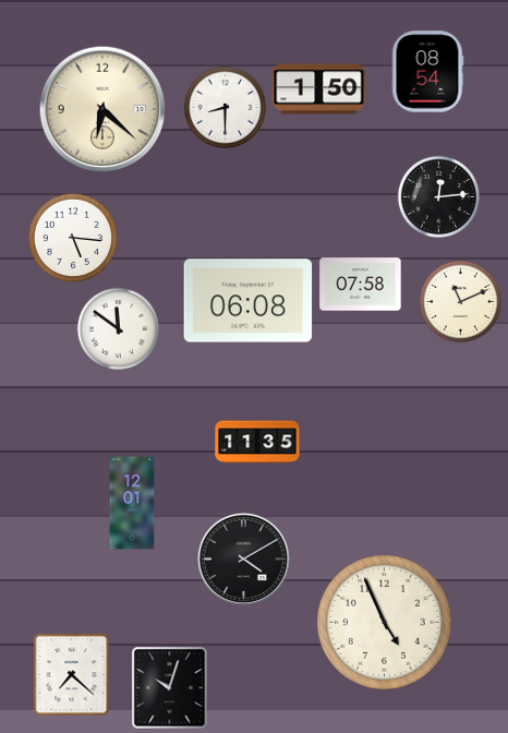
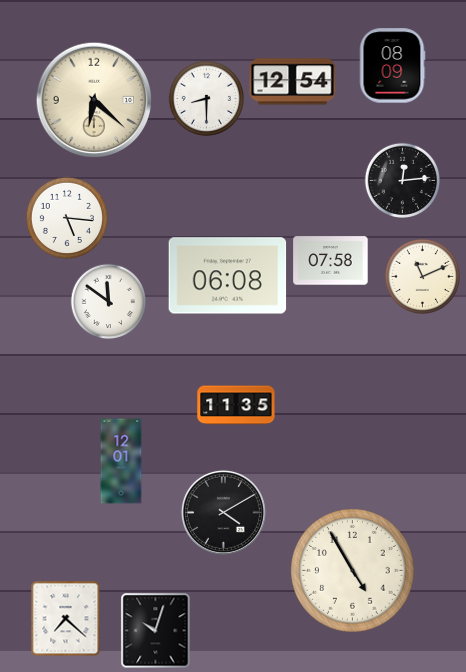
clock at (427, 72): 08:54 -> 08:09
clock at (319, 89): 1:50 -> 12:54
clock at (385, 623): 4:56 -> 4:55
